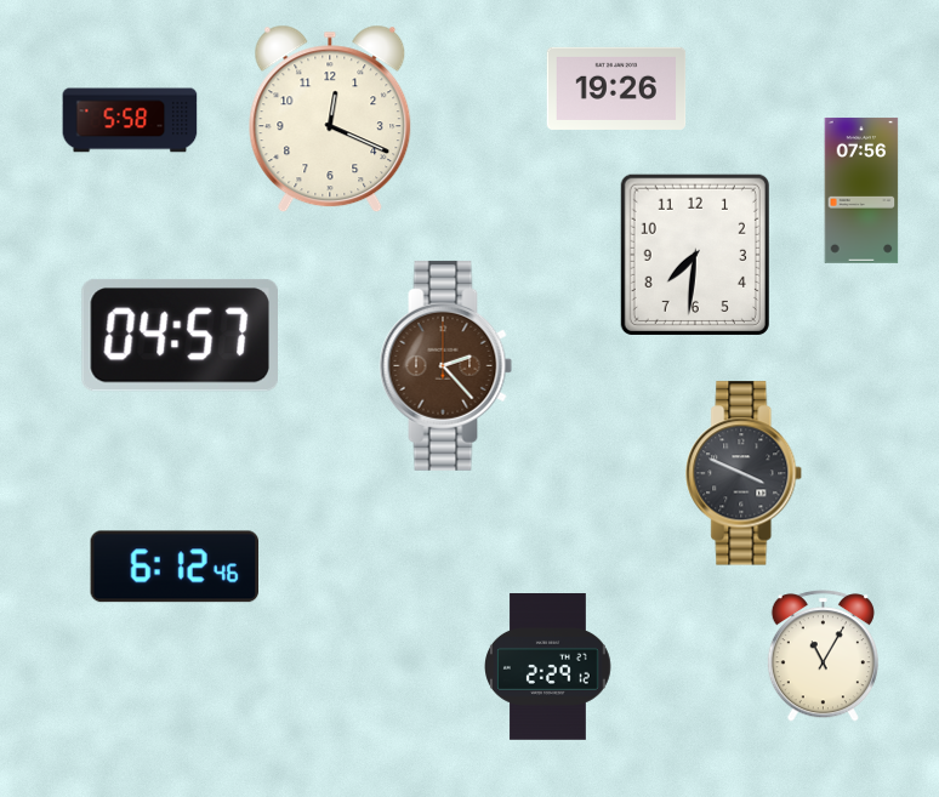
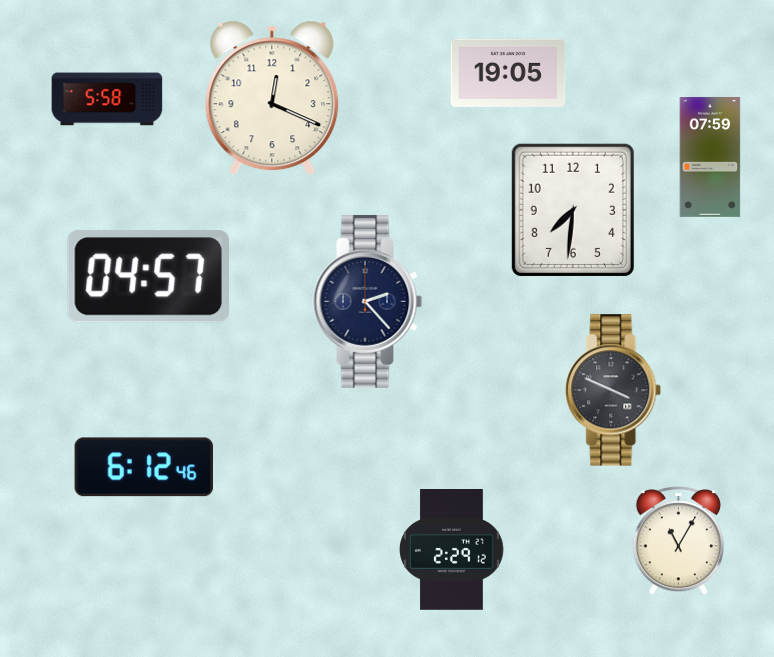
clock at (616, 89): 19:26 -> 19:05
clock at (861, 190): 07:56 -> 07:59
clock at (446, 365) dial: brown -> navy
